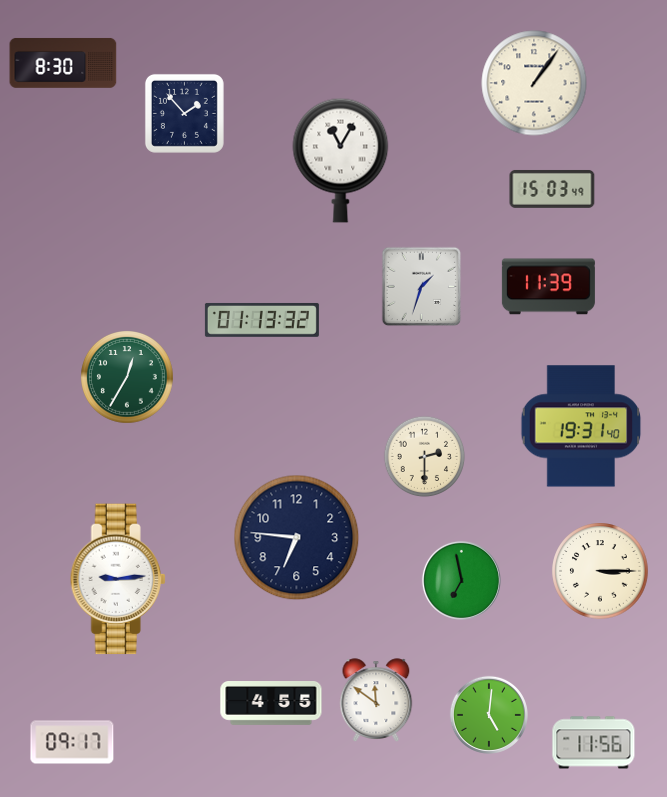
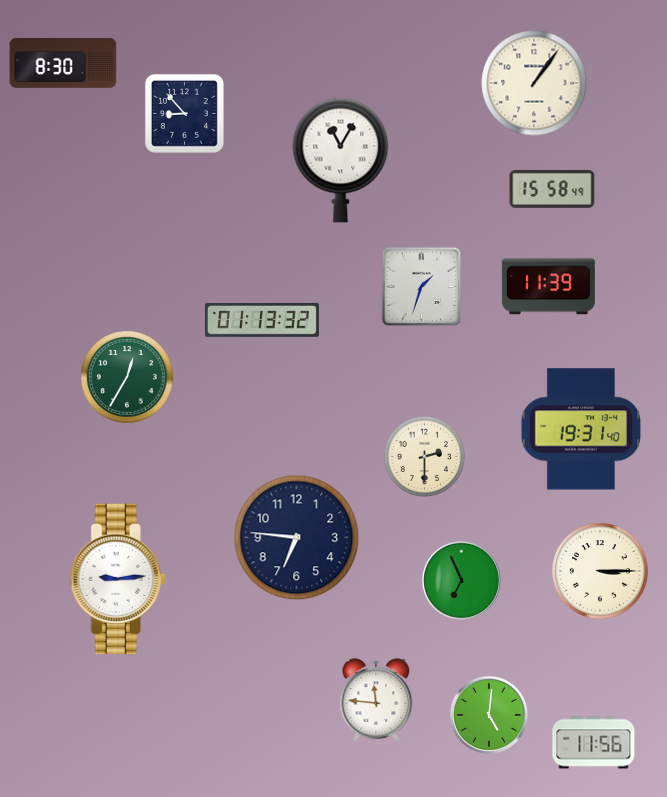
clock at (184, 113): 1:53 -> 8:53
clock at (552, 189): 15:03 -> 15:58
clock at (581, 426) position: (581, 426) -> (581, 429)
clock at (461, 580): 6:58 -> 6:56
clock at (376, 700): 11:51 -> 11:46
clock at (271, 704): 4:55 -> none
clock at (72, 742): 09:17 -> none
